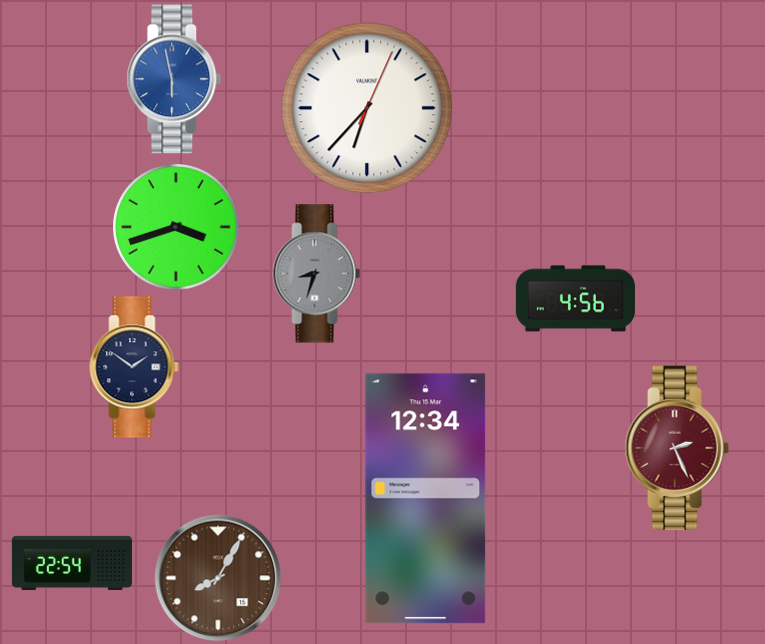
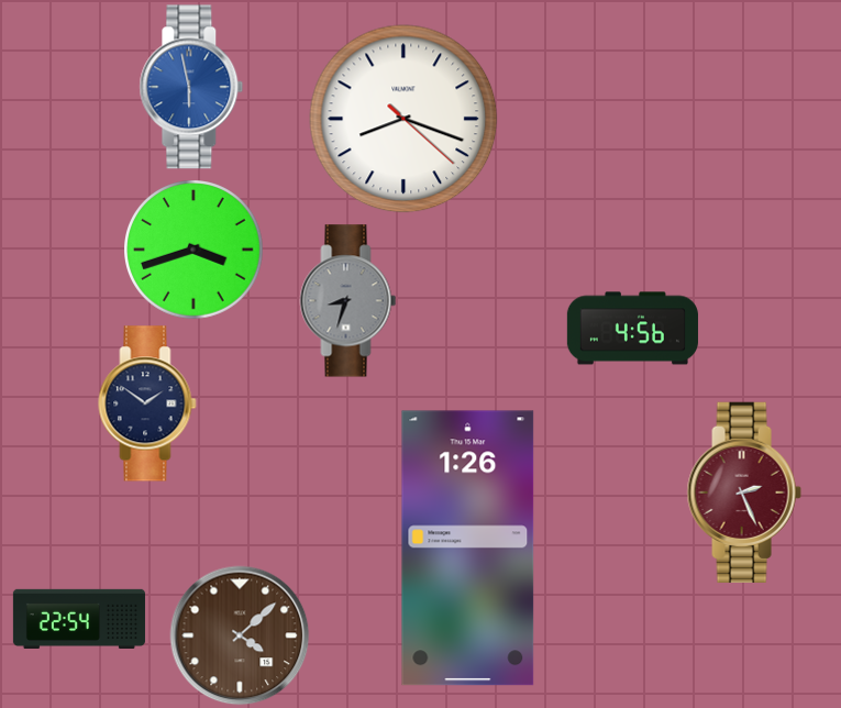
clock at (367, 108): 6:37 -> 8:18
clock at (426, 499): 12:34 -> 1:26
clock at (218, 578): 8:05 -> 4:08
